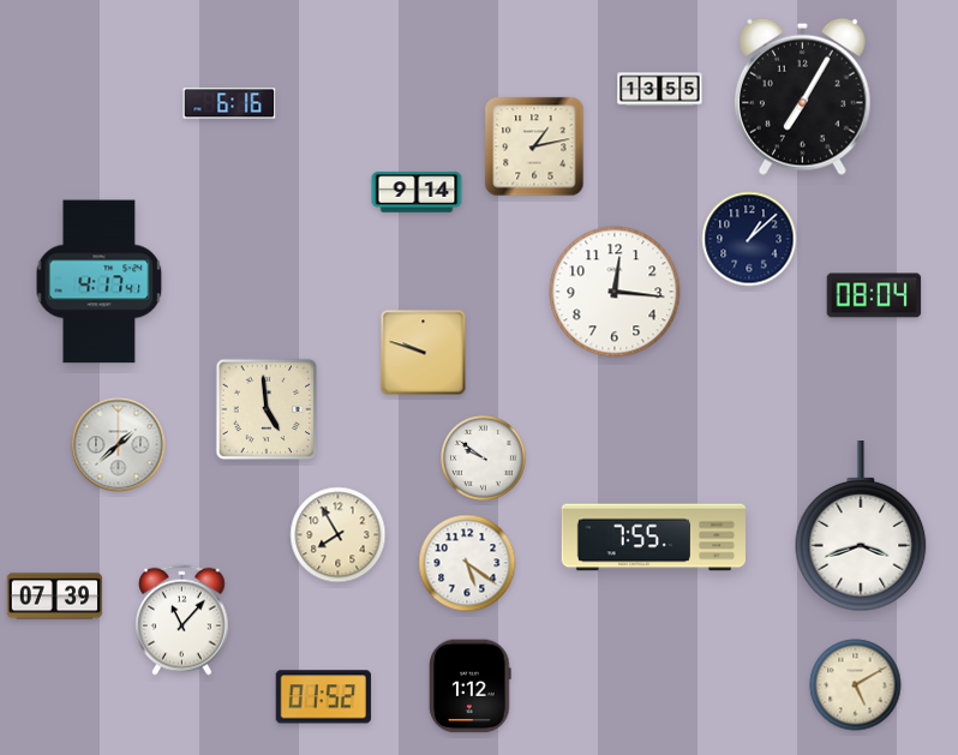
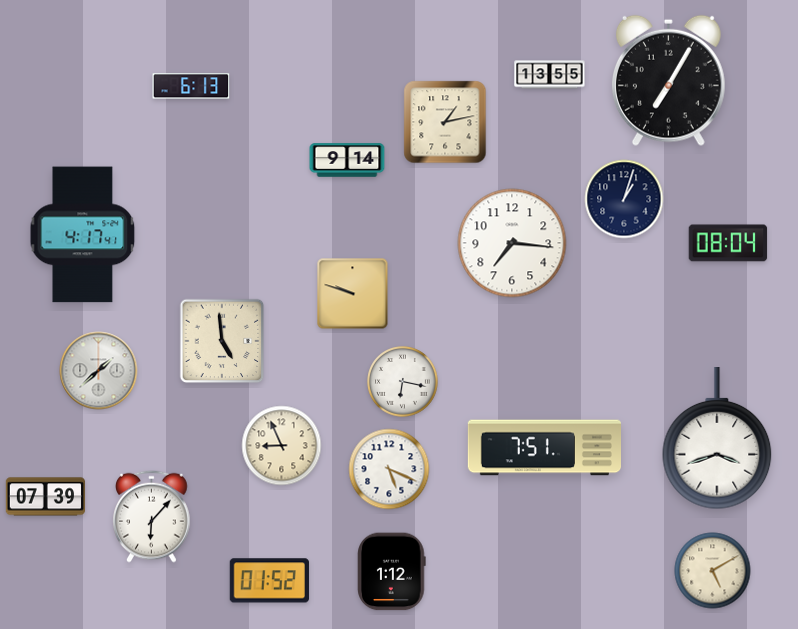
clock at (229, 103): 6:16 -> 6:13
clock at (749, 239): 1:08 -> 1:03
clock at (615, 292): 12:16 -> 7:16
clock at (874, 295) position: (874, 295) -> (728, 243)
clock at (484, 459): 9:51 -> 6:17
clock at (339, 535): 7:55 -> 8:56
clock at (653, 538): 7:55 -> 7:51
clock at (467, 563): 5:21 -> 5:19
clock at (182, 619): 11:07 -> 6:07
